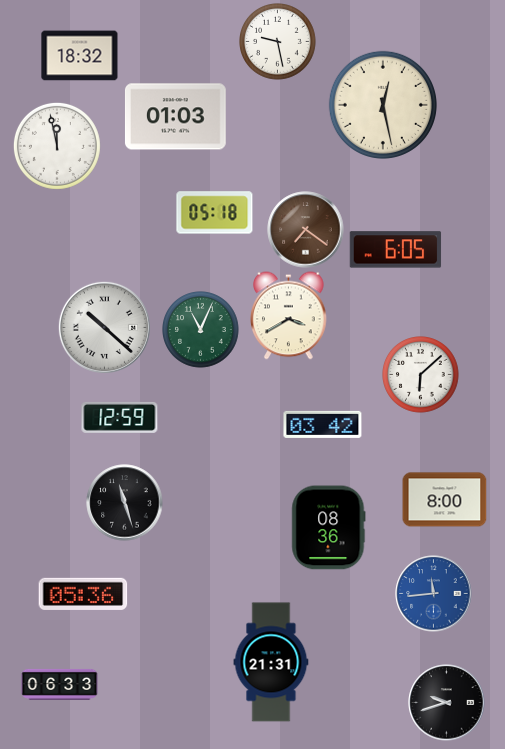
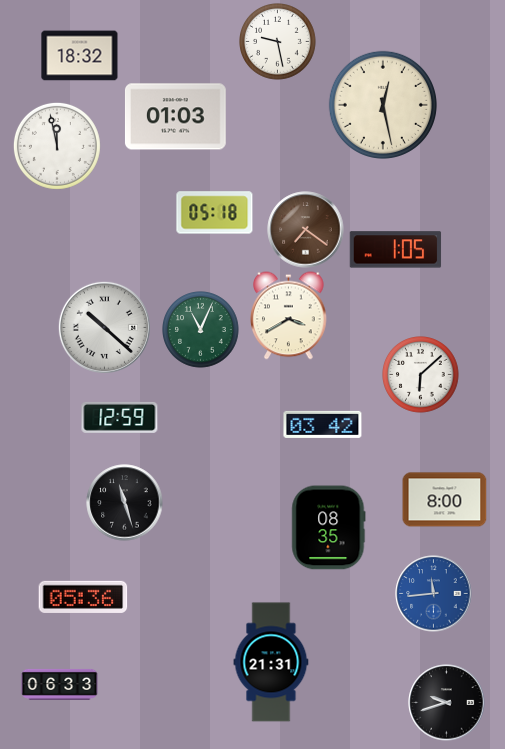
clock at (396, 250): 6:05 -> 1:05
clock at (329, 528): 08:36 -> 08:35
clock at (83, 594) position: (83, 594) -> (83, 597)
